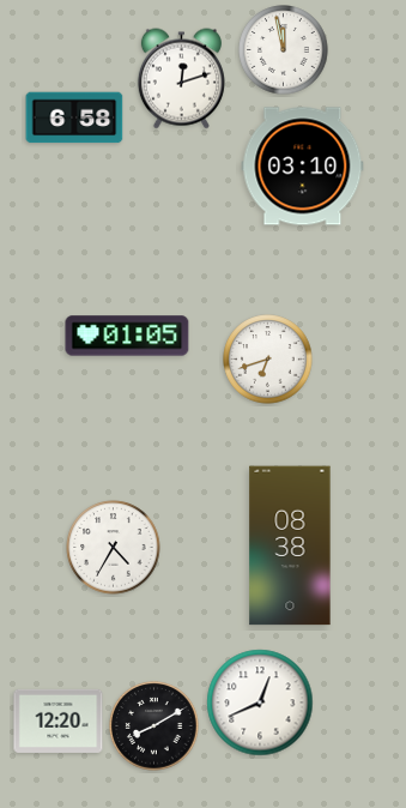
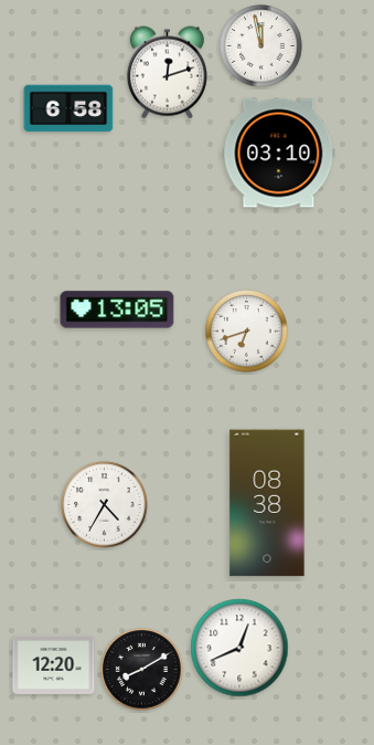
clock at (127, 336): 01:05 -> 13:05
